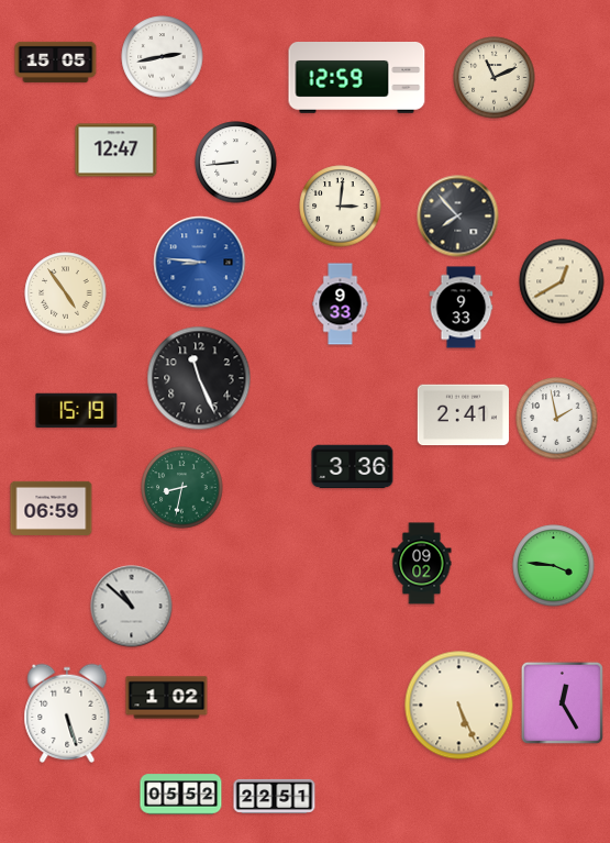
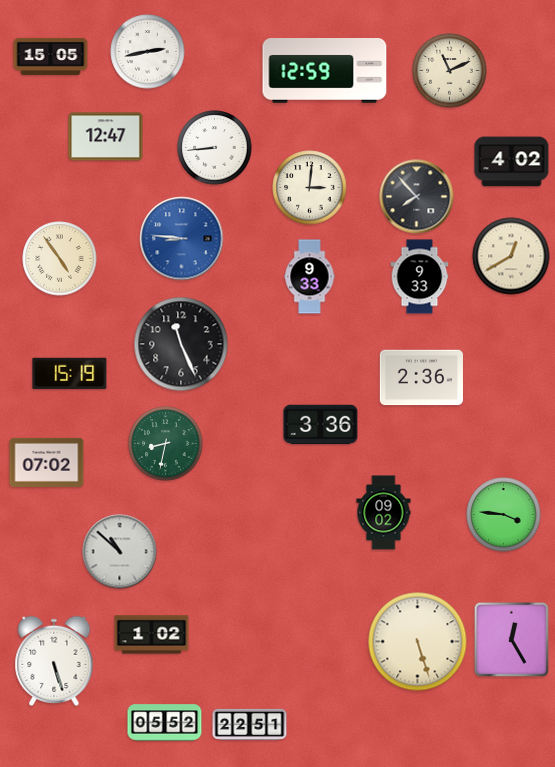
clock at (512, 162): none -> 4:02
clock at (66, 293) position: (66, 293) -> (60, 259)
clock at (462, 308) position: (462, 308) -> (420, 277)
clock at (463, 415): 2:41 -> 2:36
clock at (557, 419): 1:58 -> none
clock at (52, 508): 06:59 -> 07:02
clock at (459, 706): 5:26 -> 5:27
clock at (67, 712) position: (67, 712) -> (54, 660)
